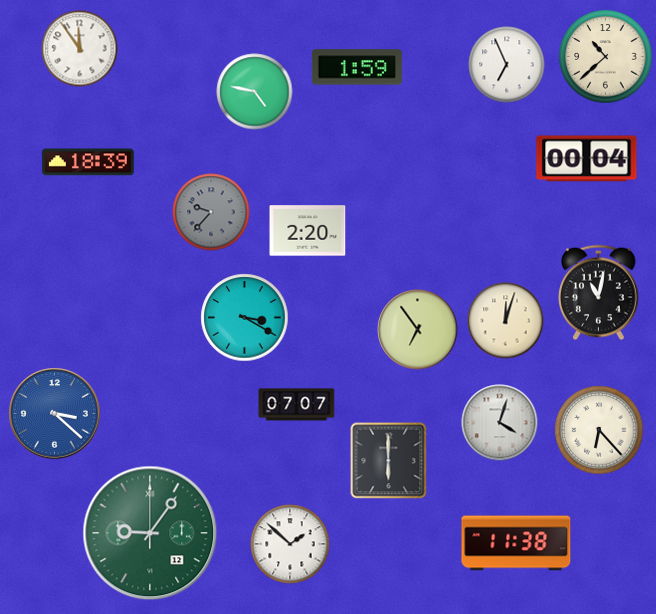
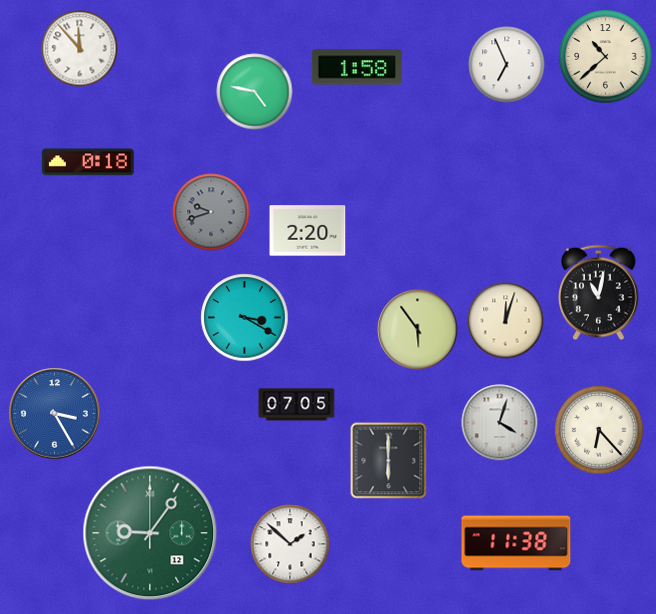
clock at (80, 49): 11:54 -> 11:53
clock at (357, 67): 1:59 -> 1:58
clock at (587, 159): 00:04 -> none
clock at (88, 162): 18:39 -> 0:18
clock at (211, 212): 9:37 -> 9:42
clock at (418, 330): 6:54 -> 5:54
clock at (297, 405): 07:07 -> 07:05
clock at (55, 414): 3:22 -> 3:25
